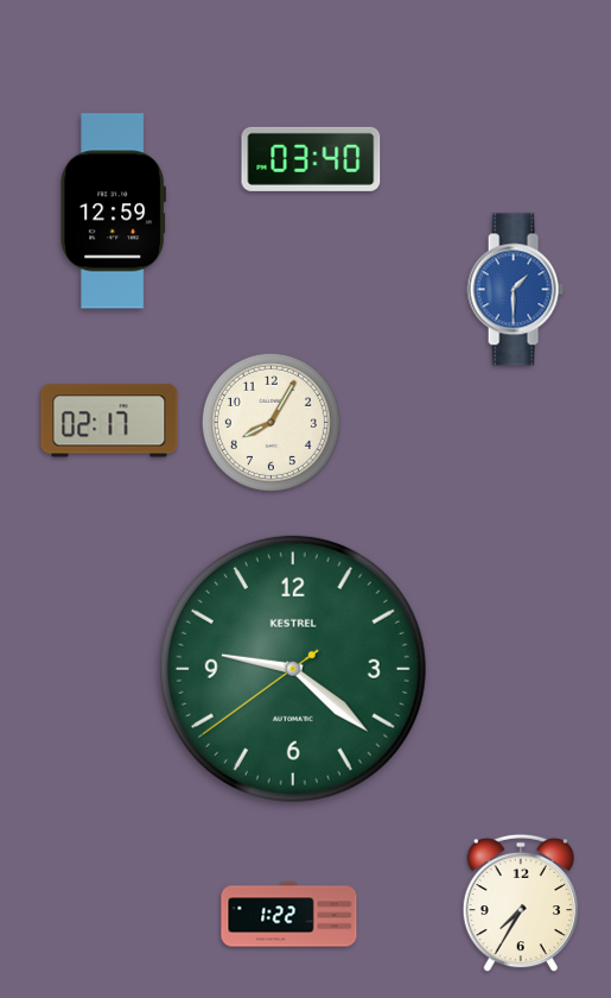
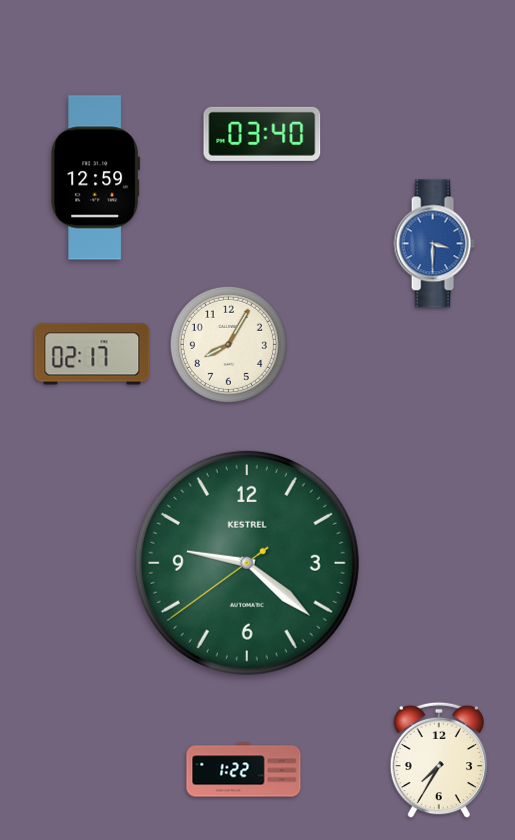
clock at (515, 290): 1:30 -> 3:30
clock at (271, 422) position: (271, 422) -> (228, 344)
